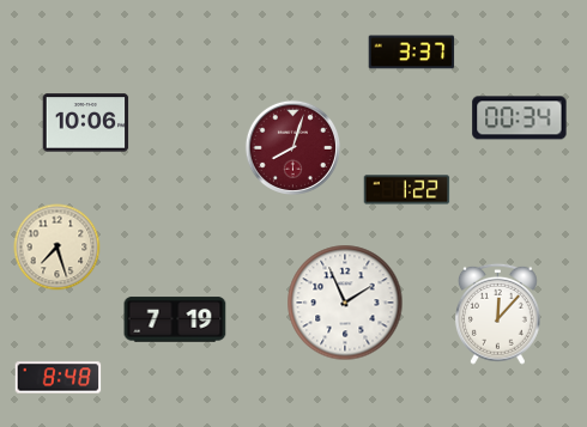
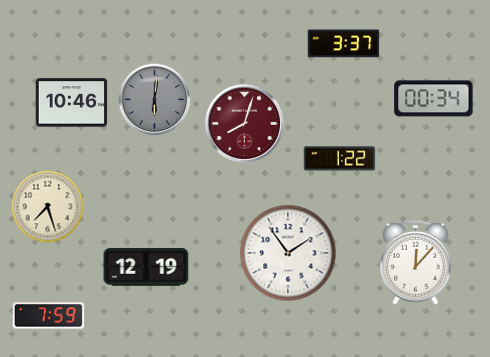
clock at (155, 100): none -> 6:01
clock at (86, 123): 10:06 -> 10:46
clock at (345, 303): 1:56 -> 1:54
clock at (175, 319): 7:19 -> 12:19
clock at (59, 378): 8:48 -> 7:59
